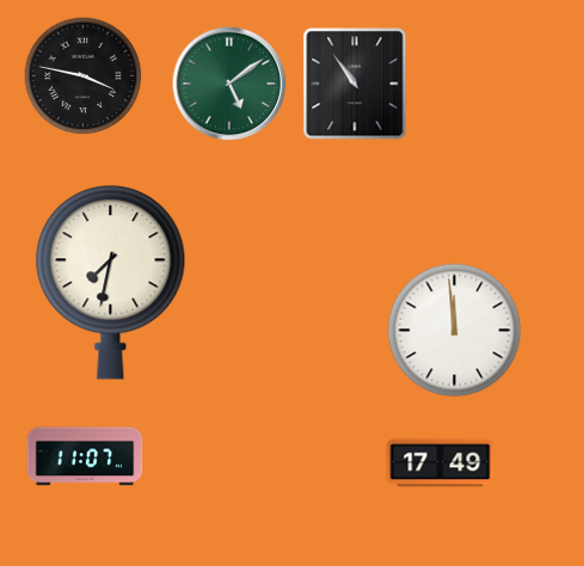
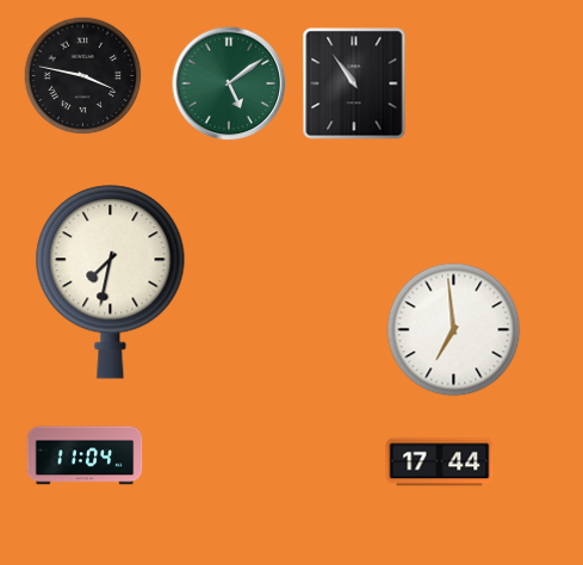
clock at (455, 331): 11:59 -> 6:59
clock at (85, 456): 11:07 -> 11:04
clock at (441, 463): 17:49 -> 17:44
